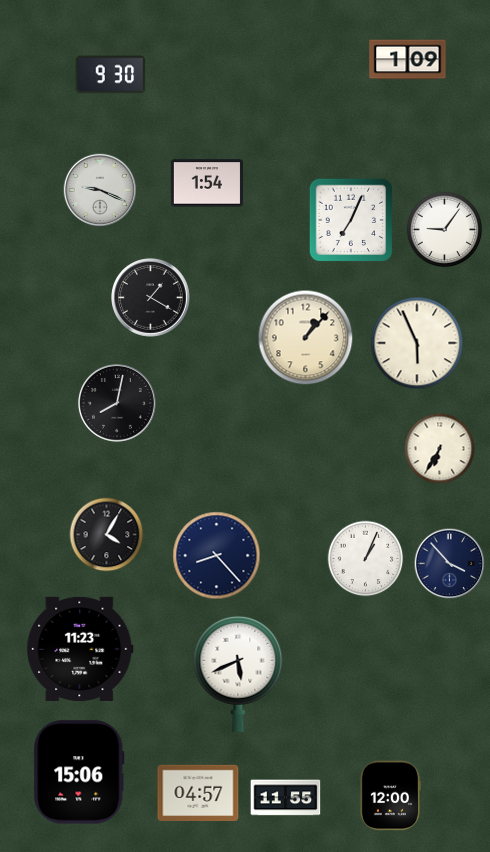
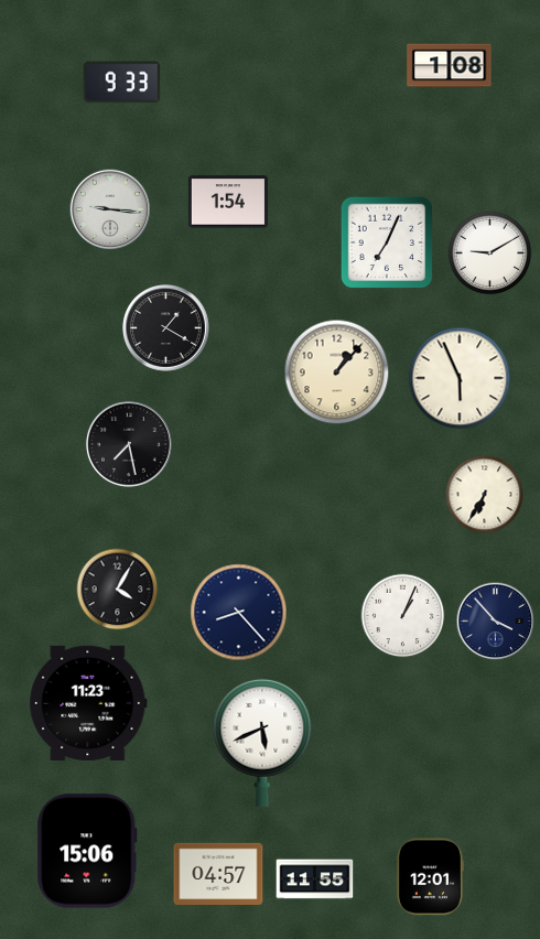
clock at (408, 60): 1:09 -> 1:08
clock at (111, 75): 9:30 -> 9:33
clock at (100, 190): 9:19 -> 9:16
clock at (445, 230): 9:06 -> 9:10
clock at (117, 403): 8:02 -> 7:28
clock at (80, 649) position: (80, 649) -> (88, 703)
clock at (390, 796): 12:00 -> 12:01
